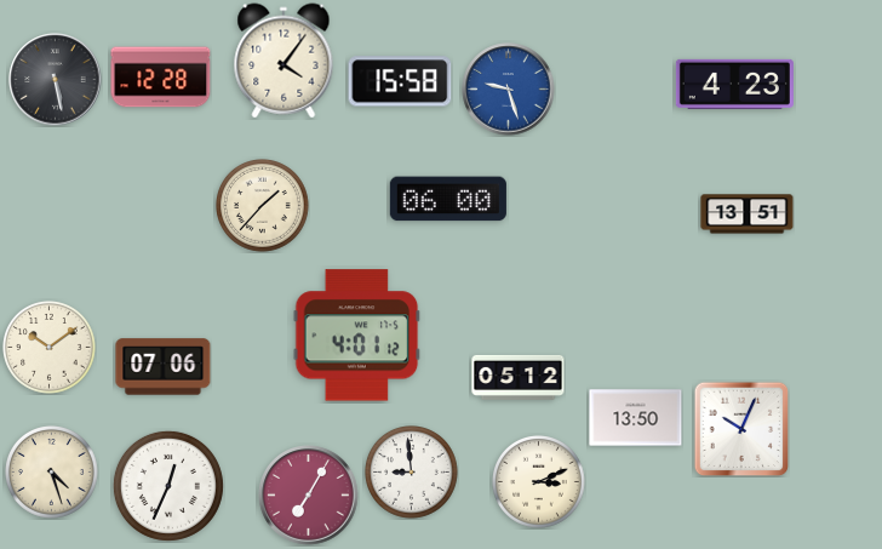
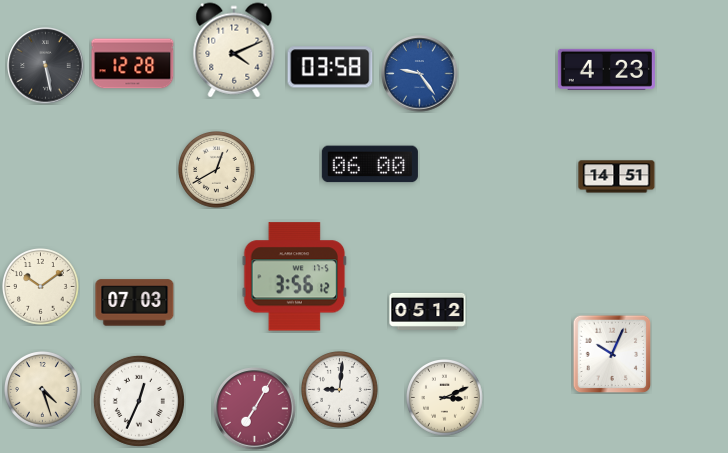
clock at (283, 61): 4:06 -> 4:11
clock at (400, 81): 15:58 -> 03:58
clock at (509, 90): 9:27 -> 9:24
clock at (263, 206): 1:37 -> 12:40
clock at (748, 215): 13:51 -> 14:51
clock at (357, 336): 4:01 -> 3:56
clock at (164, 367): 07:06 -> 07:03
clock at (636, 418): 13:50 -> none
clock at (412, 473): 8:59 -> 9:01
